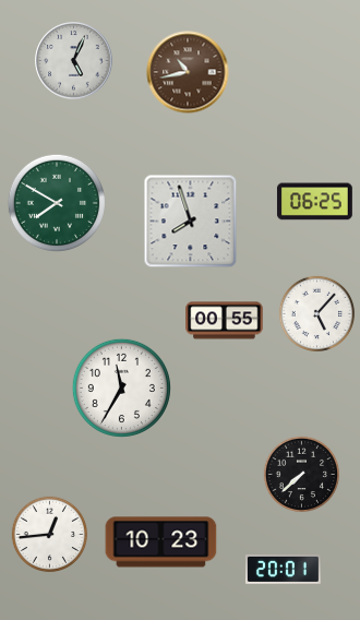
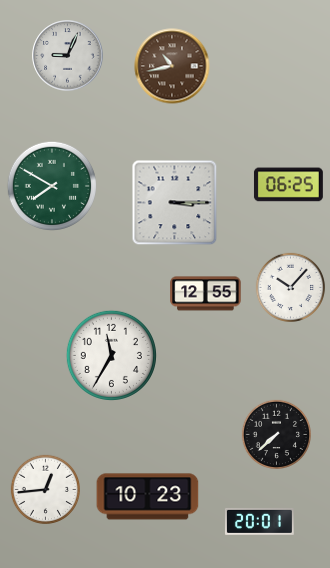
clock at (74, 61): 5:04 -> 9:04
clock at (191, 222): 7:57 -> 3:15
clock at (316, 313): 5:07 -> 10:07
clock at (225, 321): 00:55 -> 12:55
